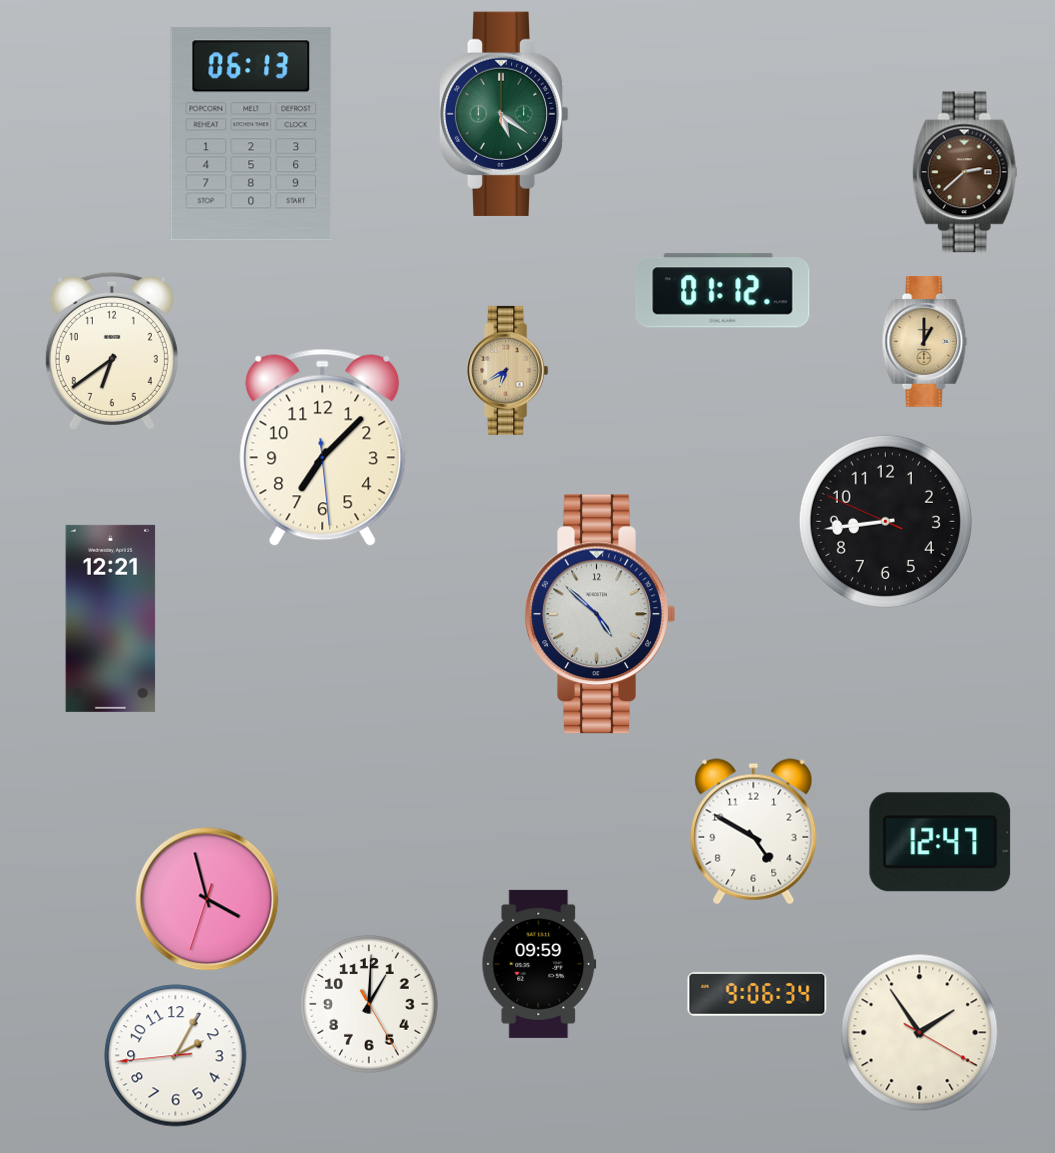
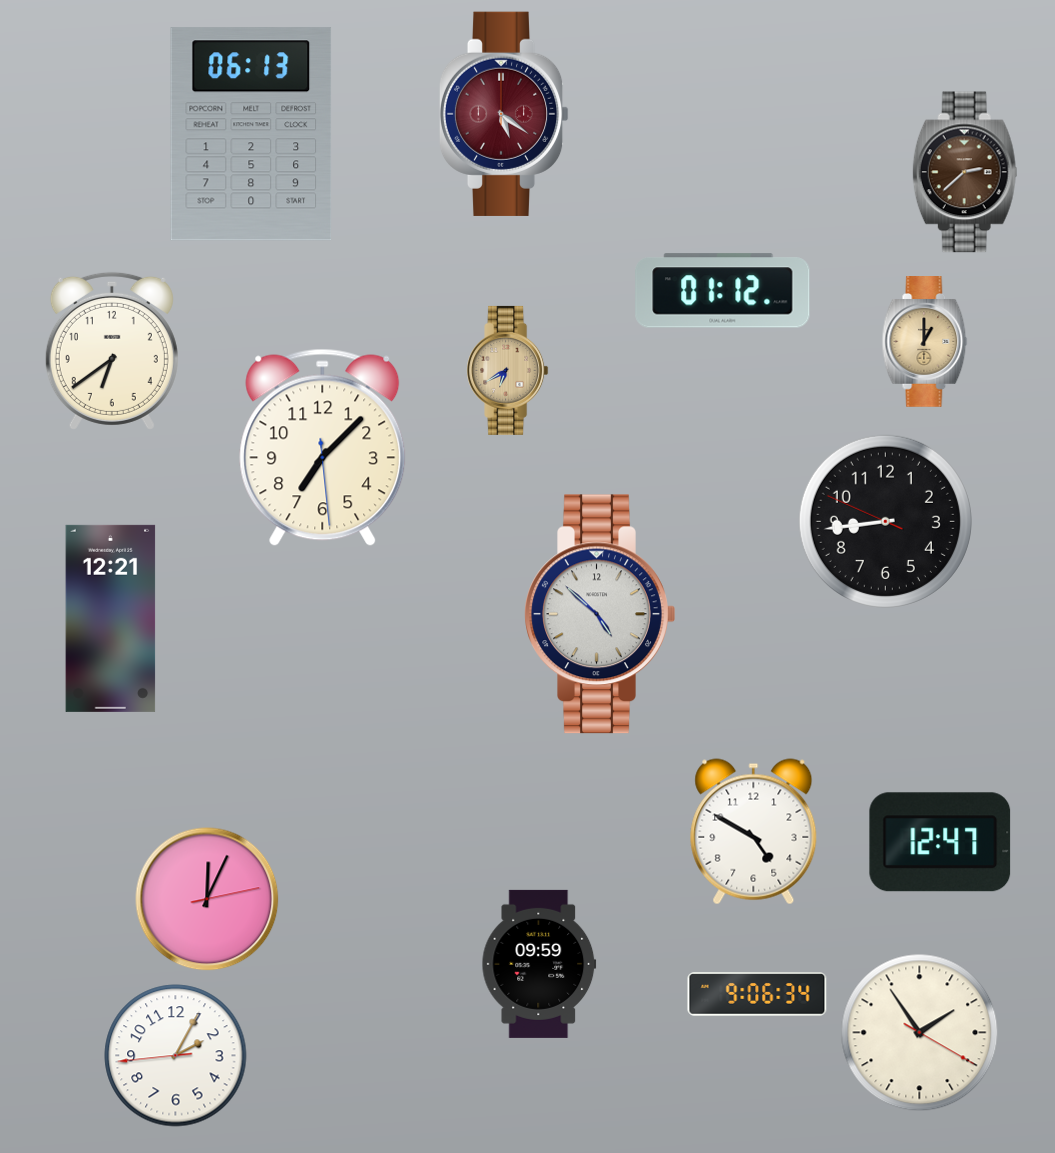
clock at (504, 114) dial: green -> burgundy
clock at (207, 899): 3:57 -> 12:04
clock at (369, 1004): 1:00 -> none
